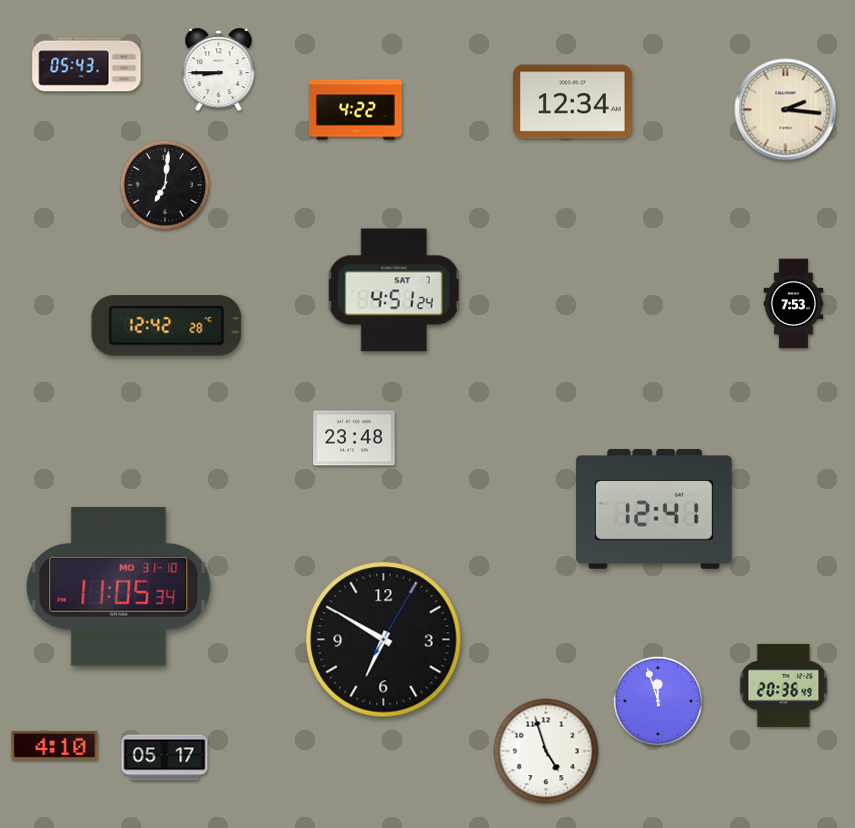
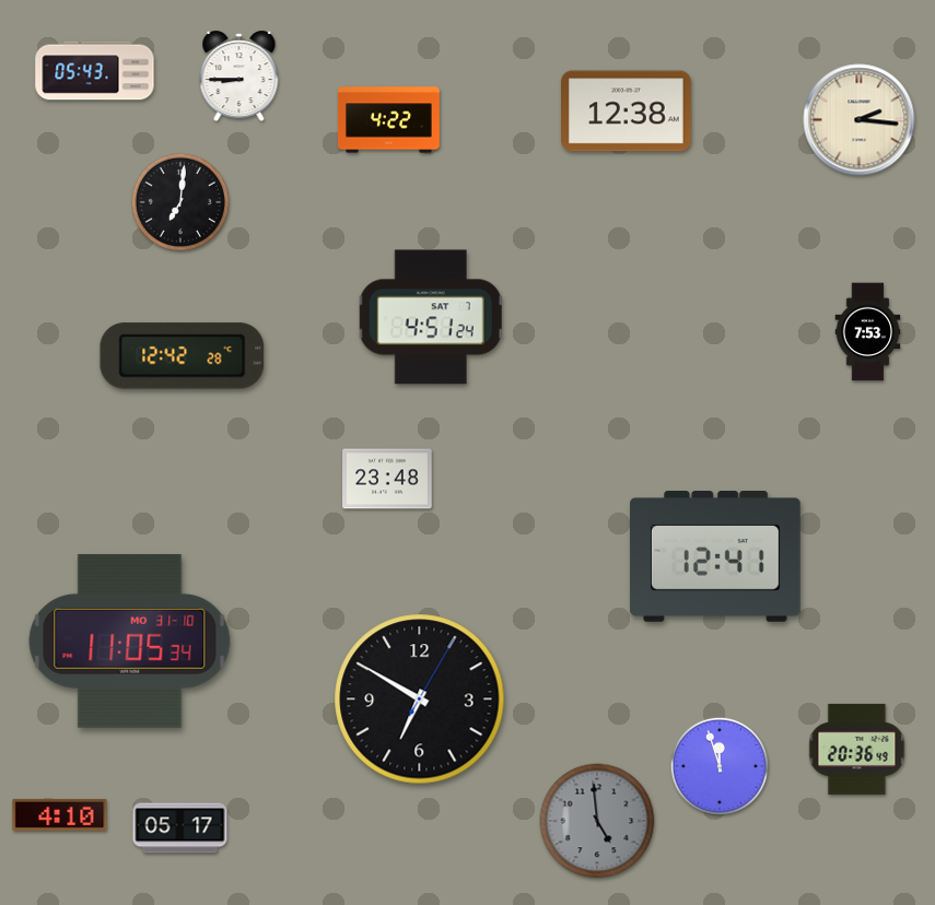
clock at (573, 102): 12:34 -> 12:38
clock at (546, 751): 4:57 -> 4:59
clock at (546, 751) dial: white -> grey
